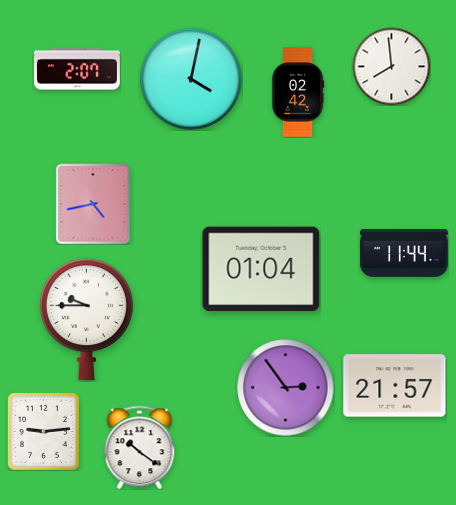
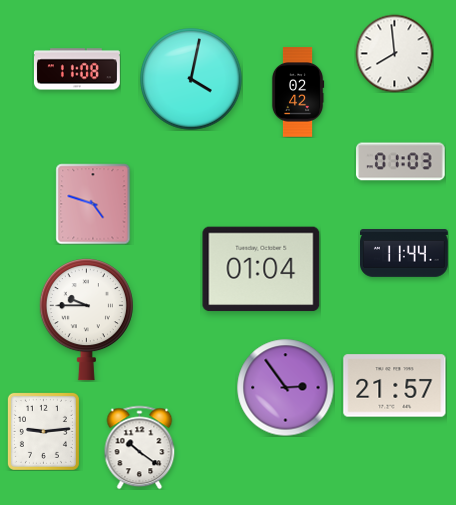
clock at (391, 66) position: (391, 66) -> (394, 53)
clock at (77, 69): 2:07 -> 11:08
clock at (401, 162): none -> 01:03
clock at (93, 204): 4:43 -> 4:48
